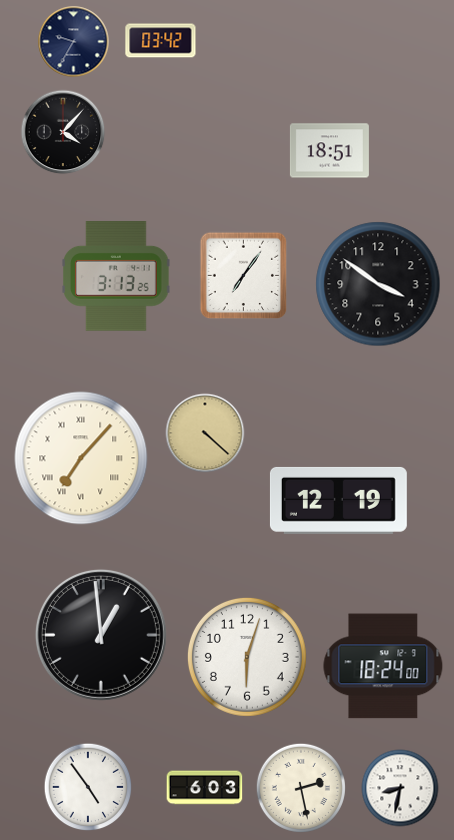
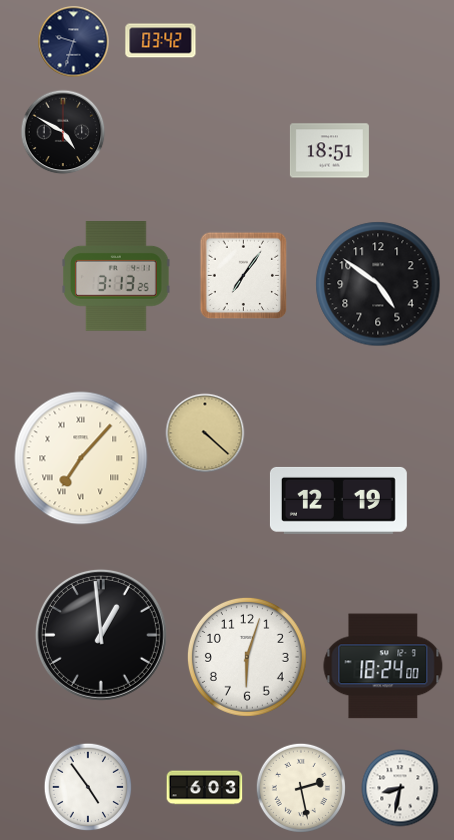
clock at (74, 42): 9:35 -> 9:33
clock at (63, 132): 4:07 -> 4:50
clock at (378, 284): 3:51 -> 4:51
